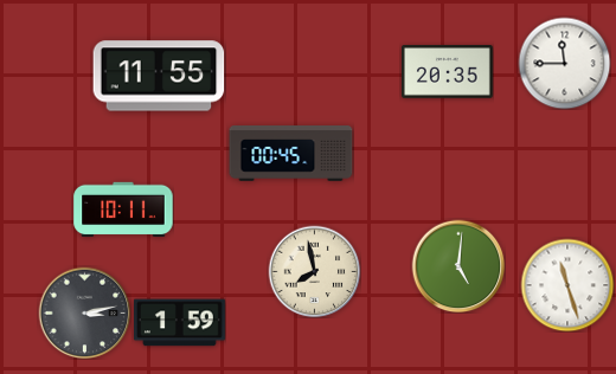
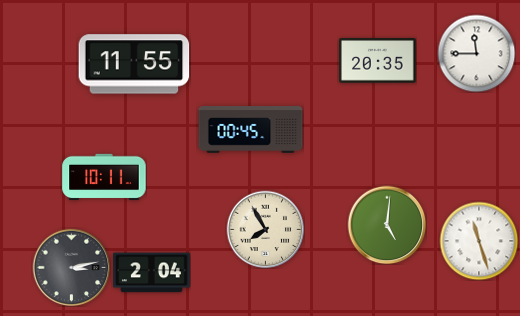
clock at (291, 154) position: (291, 154) -> (251, 130)
clock at (314, 271): 7:58 -> 7:55
clock at (84, 312) position: (84, 312) -> (71, 267)
clock at (180, 323): 1:59 -> 2:04
